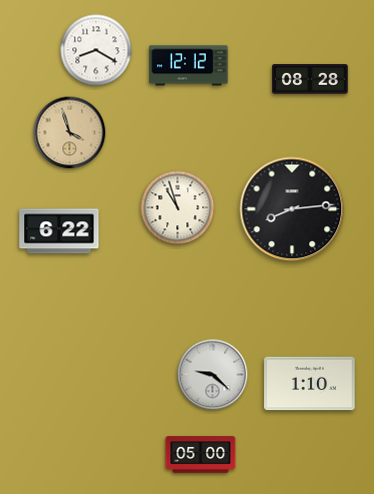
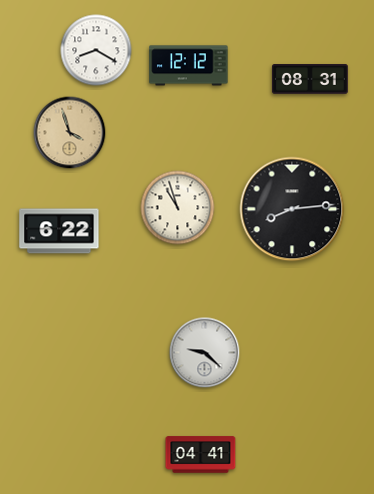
clock at (310, 79): 08:28 -> 08:31
clock at (213, 375) position: (213, 375) -> (205, 353)
clock at (310, 384): 1:10 -> none
clock at (201, 455): 05:00 -> 04:41
